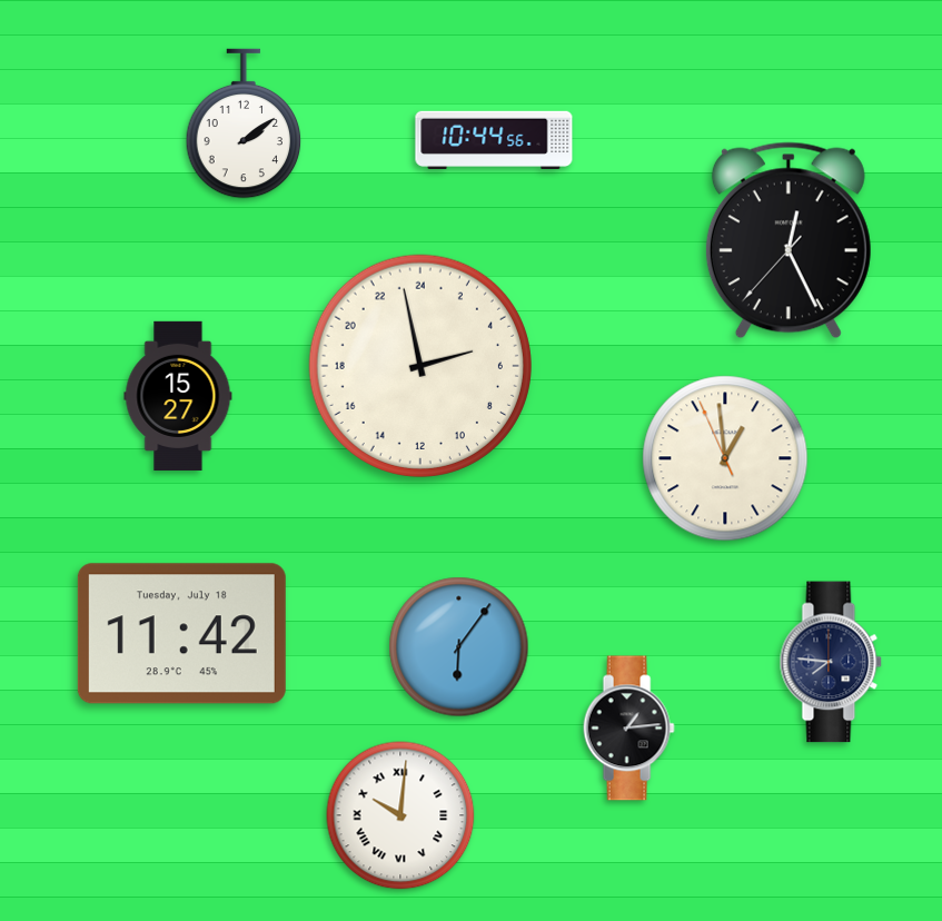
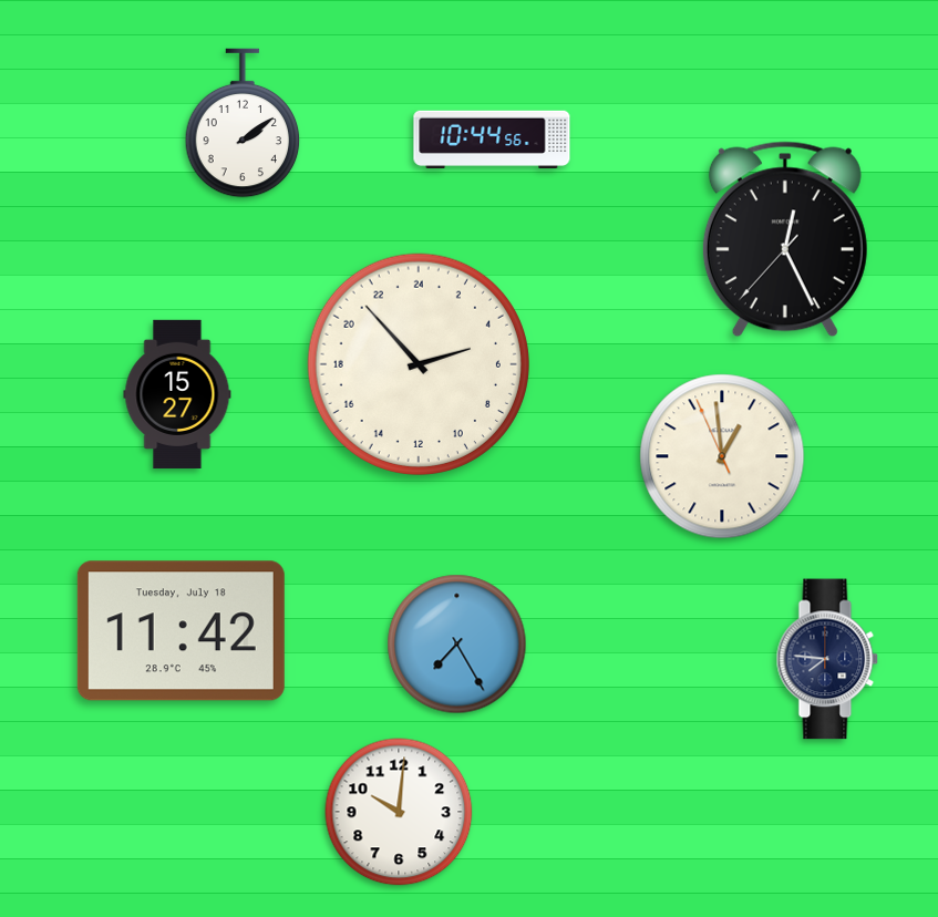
clock at (420, 366): 4:58 -> 4:53
clock at (459, 647): 6:06 -> 7:25
clock at (628, 729): 1:14 -> none
clock at (400, 815) numerals: Roman -> Arabic
